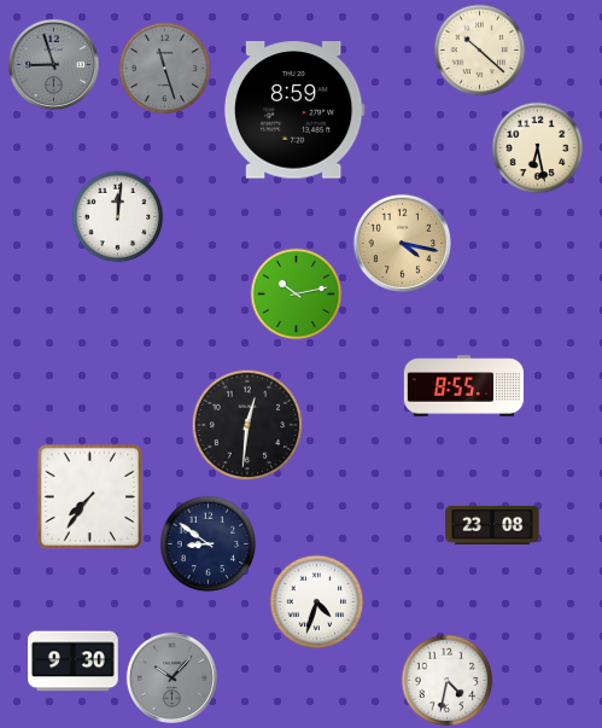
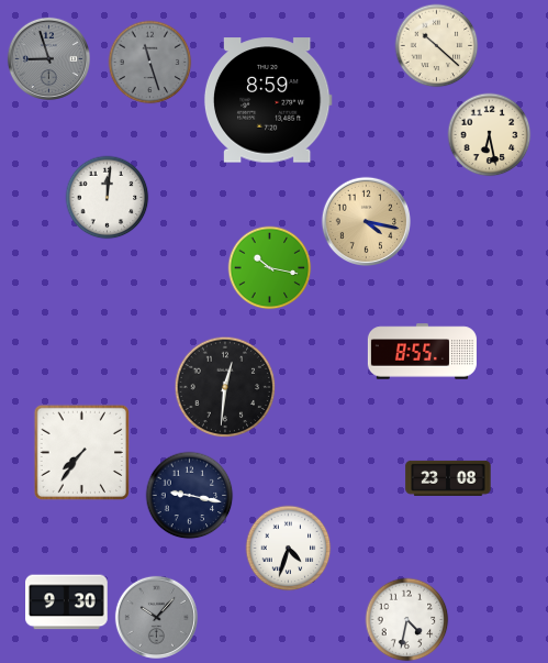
clock at (297, 295): 10:13 -> 10:17
clock at (209, 544): 8:51 -> 9:17
